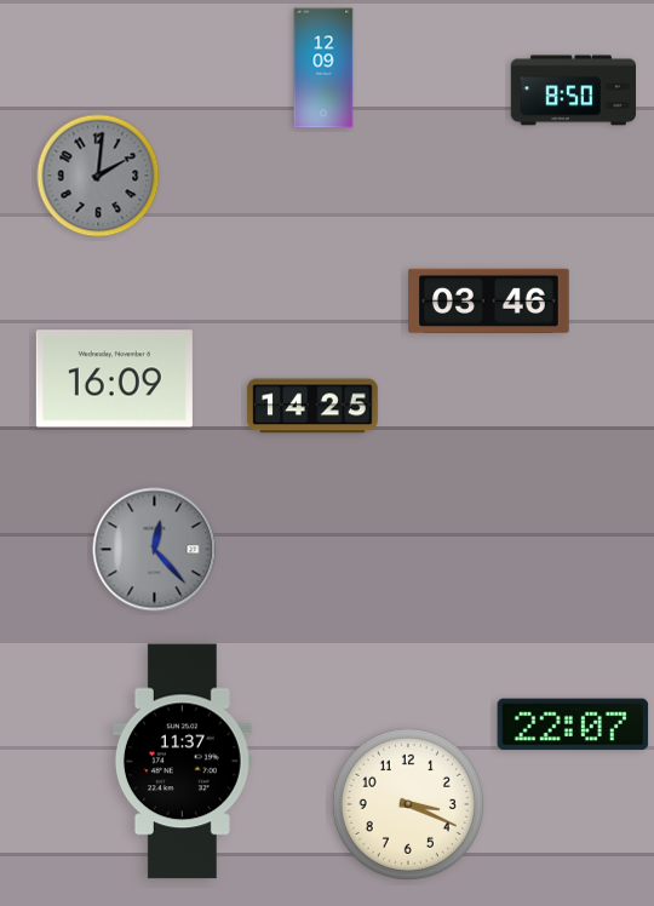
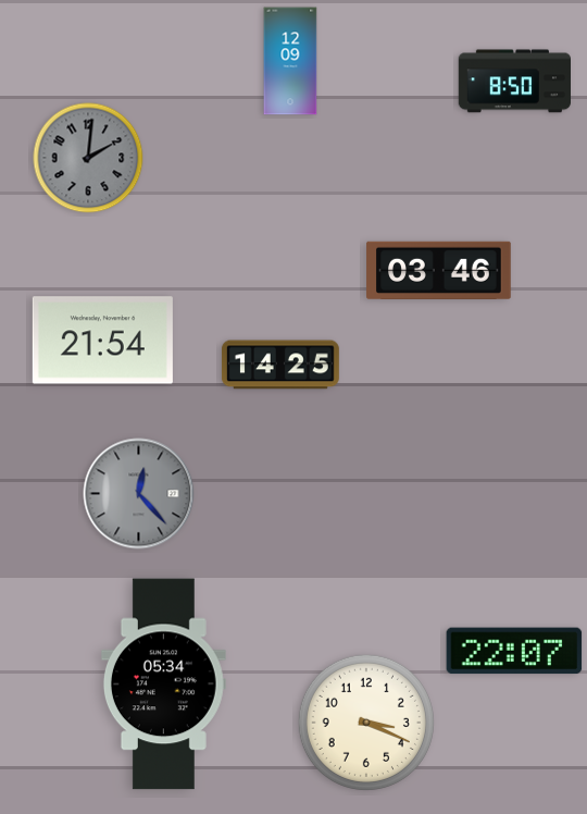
clock at (114, 379): 16:09 -> 21:54
clock at (182, 762): 11:37 -> 05:34
